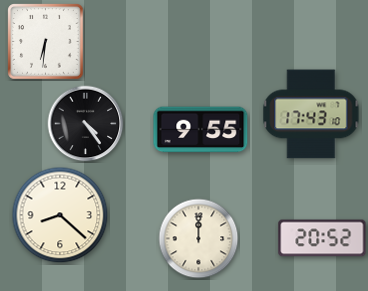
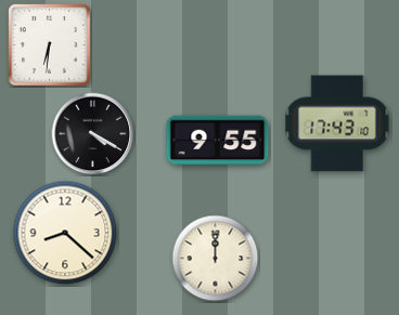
clock at (86, 124): 4:24 -> 4:20
clock at (322, 238): 20:52 -> none
